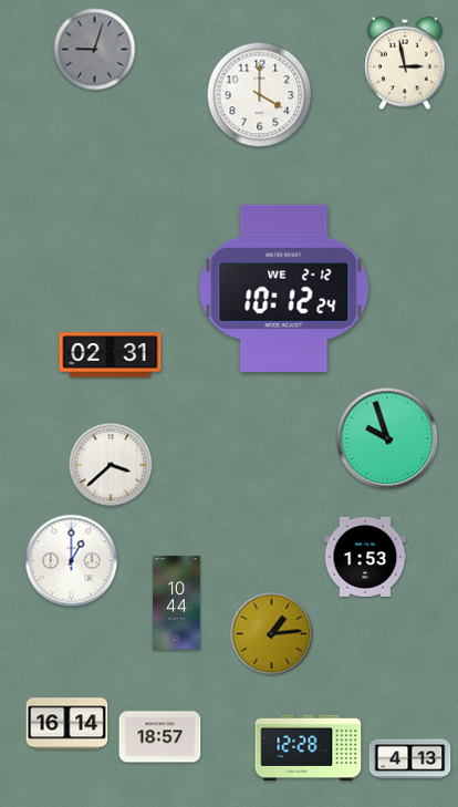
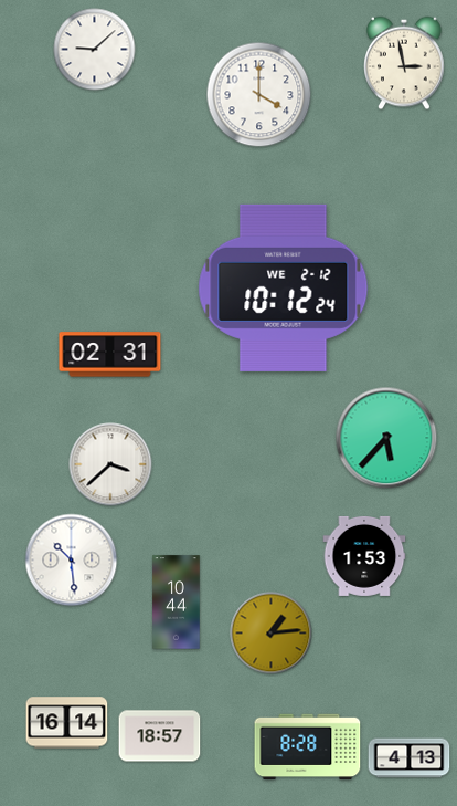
clock at (95, 50): 9:03 -> 9:08
clock at (95, 50) dial: grey -> white
clock at (387, 438): 9:57 -> 5:37
clock at (72, 561): 1:00 -> 10:29
clock at (309, 748): 12:28 -> 8:28
